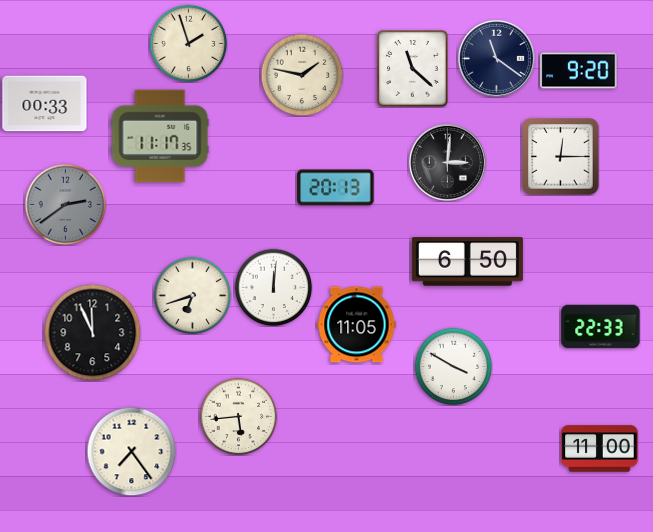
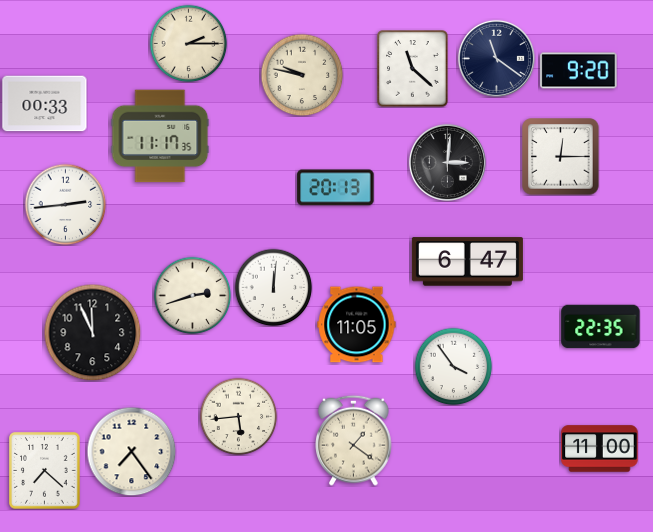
clock at (188, 43): 1:57 -> 2:15
clock at (302, 75): 1:47 -> 9:47
clock at (65, 204): 2:39 -> 2:44
clock at (65, 204) dial: grey -> white
clock at (467, 262): 6:50 -> 6:47
clock at (192, 295): 6:42 -> 2:42
clock at (601, 327): 22:33 -> 22:35
clock at (453, 366): 3:50 -> 3:54
clock at (354, 440): none -> 1:21
clock at (45, 471): none -> 7:22
